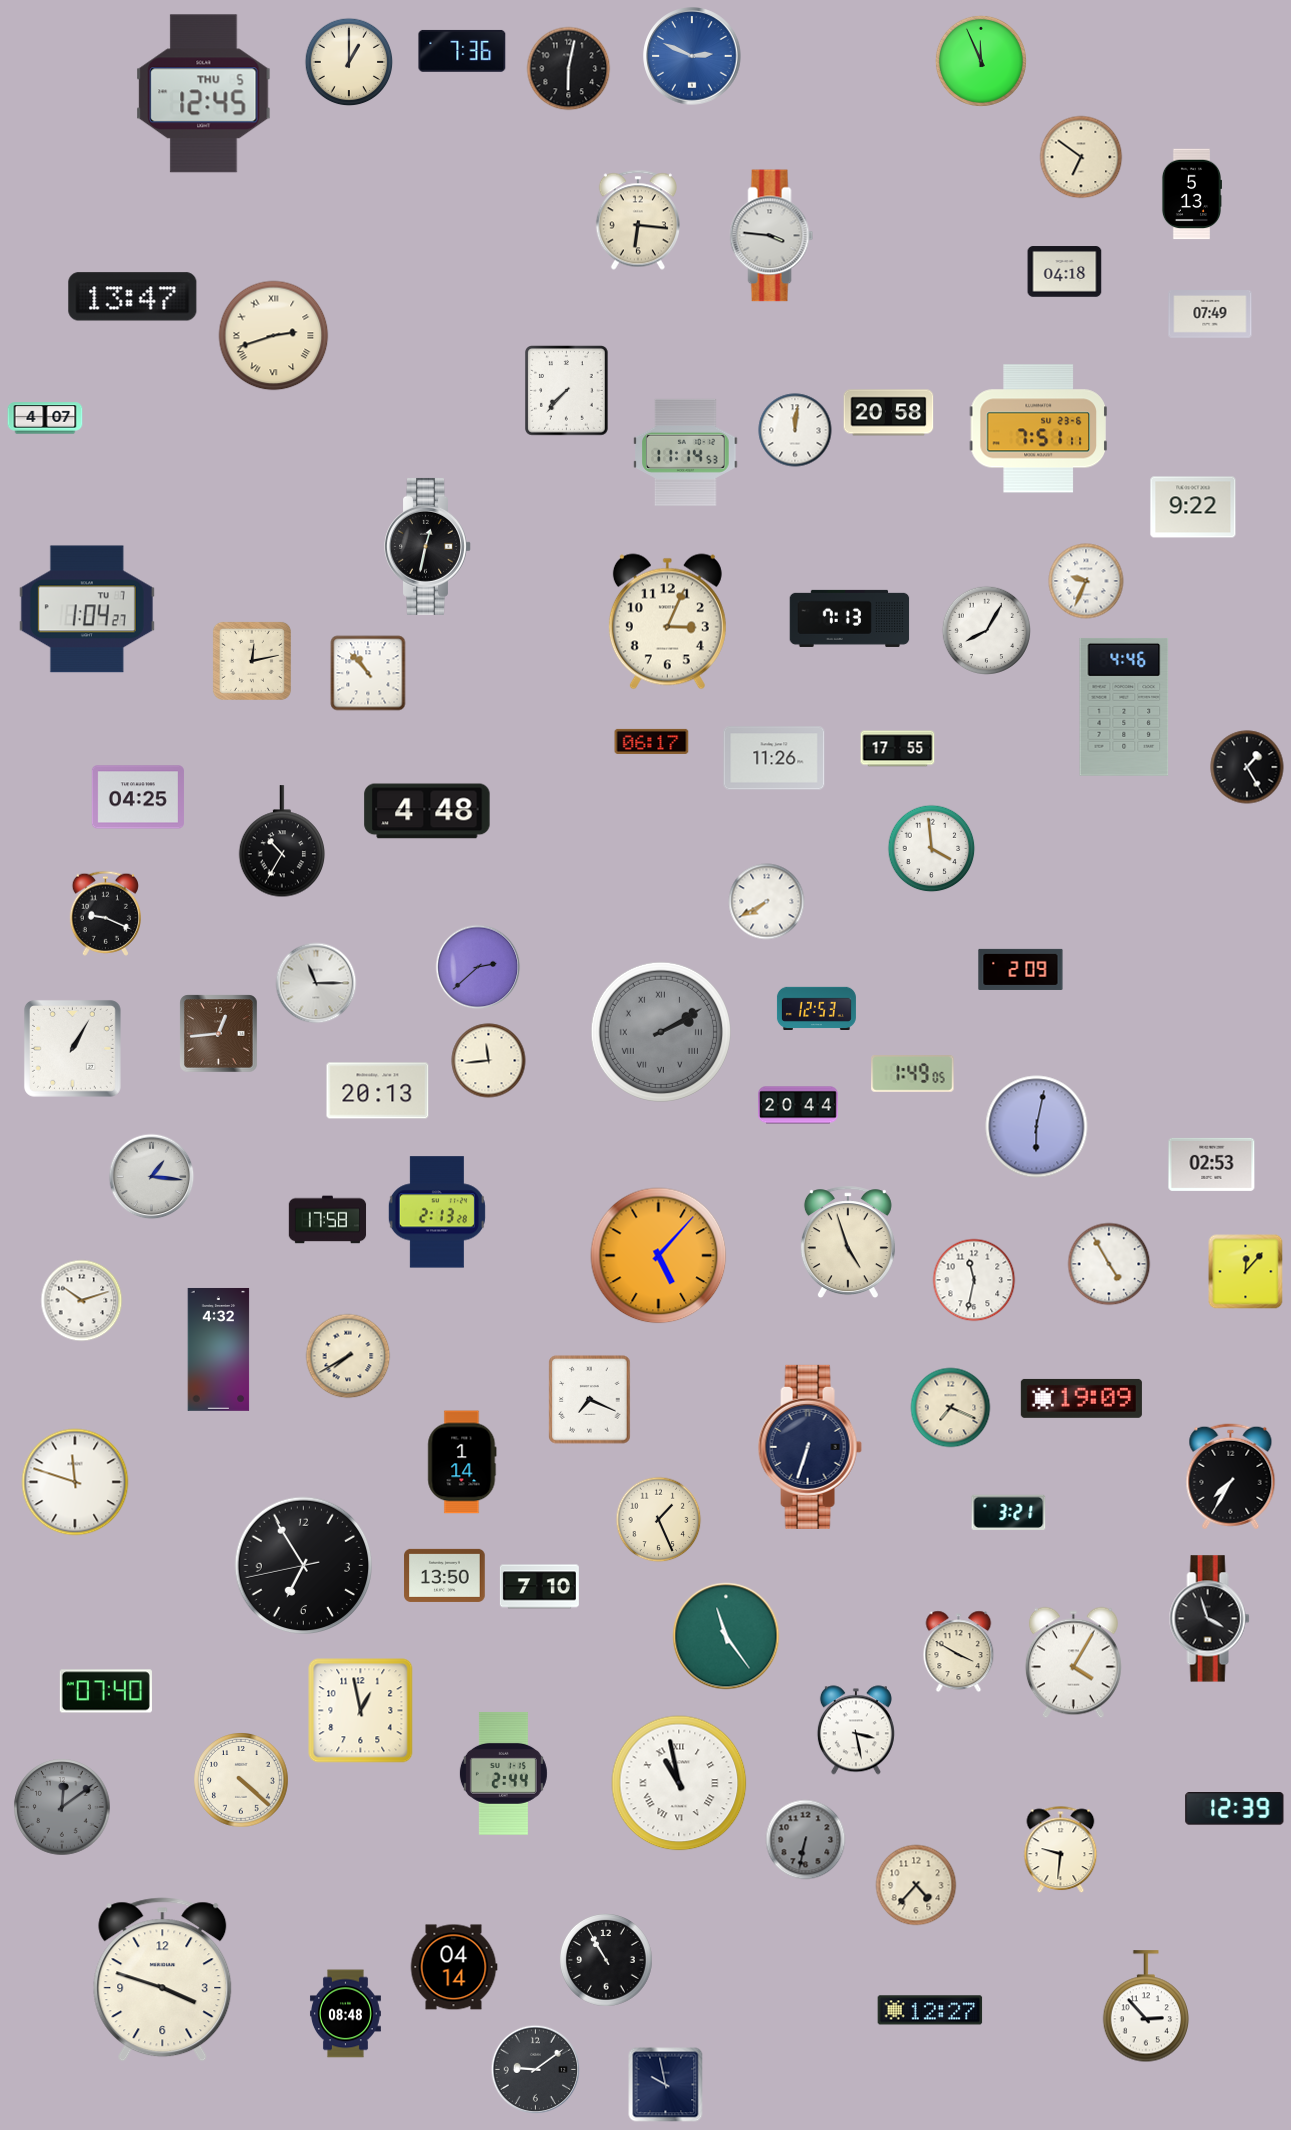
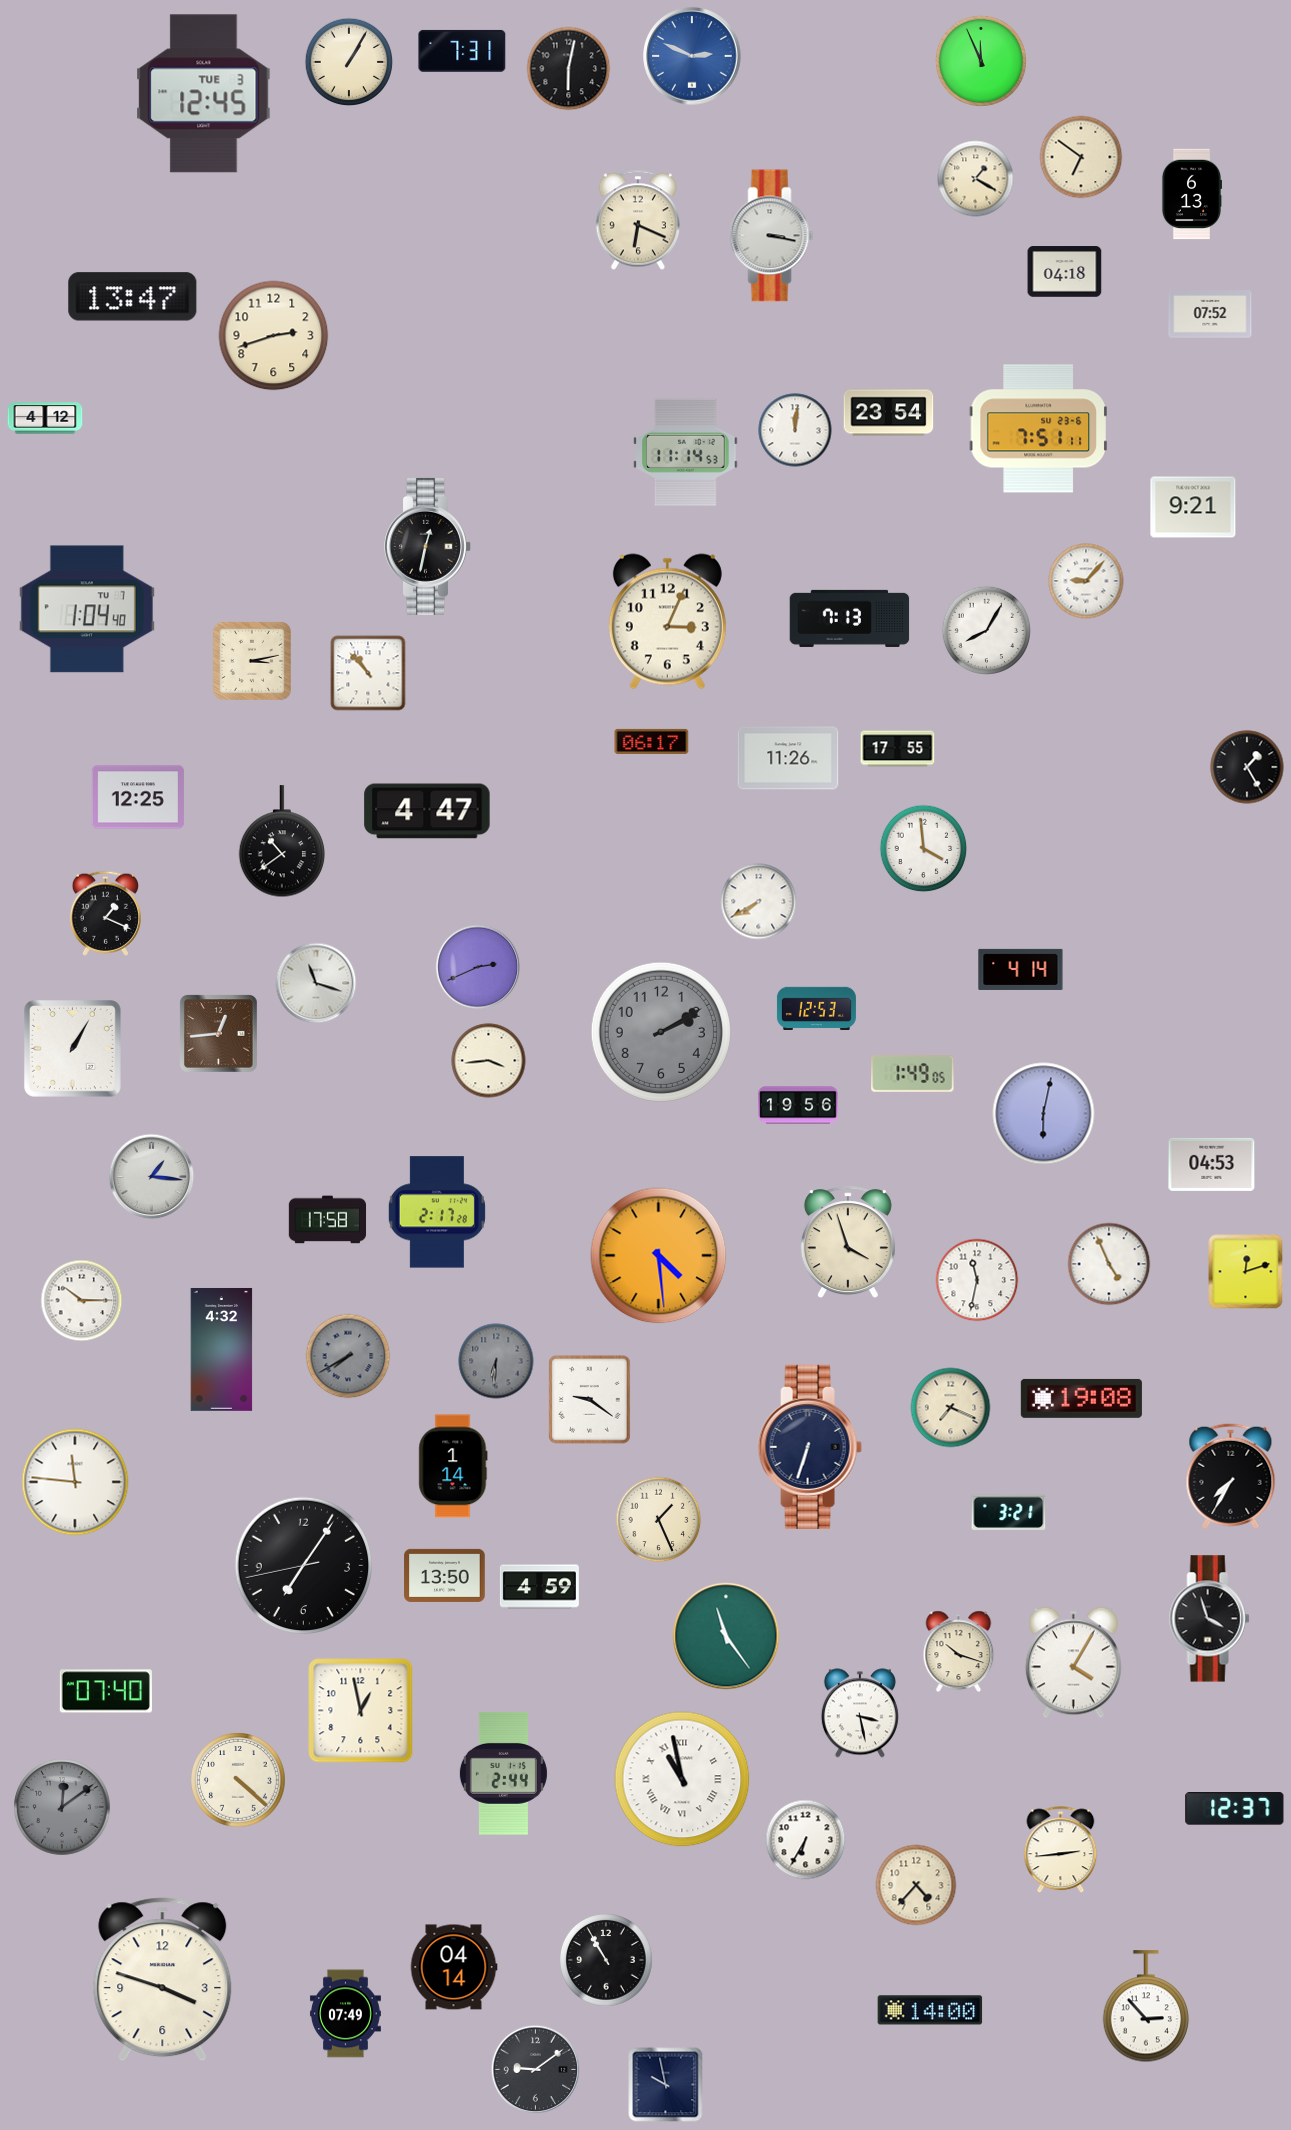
clock at (462, 51): 7:36 -> 7:31
clock at (349, 62): 1:00 -> 1:05
clock at (204, 94) date: THU 5 -> TUE 3
clock at (976, 179): none -> 1:20
clock at (1191, 194): 5:13 -> 6:13
clock at (638, 220): 6:16 -> 6:19
clock at (772, 236): 3:46 -> 3:17
clock at (1210, 315): 07:49 -> 07:52
clock at (274, 336) numerals: Roman -> Arabic
clock at (567, 391): 7:37 -> none
clock at (889, 413): 20:58 -> 23:54
clock at (45, 418): 4:07 -> 4:12
clock at (1193, 507): 9:22 -> 9:21
clock at (1086, 581): 9:34 -> 9:07
clock at (87, 609): 1:04:27 -> 1:04:40
clock at (252, 661): 12:13 -> 3:13
clock at (1124, 707): 4:46 -> none
clock at (774, 758) position: (774, 758) -> (788, 758)
clock at (138, 797): 04:25 -> 12:25
clock at (427, 811): 4:48 -> 4:47
clock at (282, 842): 10:35 -> 10:39
clock at (932, 849) position: (932, 849) -> (924, 849)
clock at (767, 902) position: (767, 902) -> (759, 902)
clock at (105, 913): 9:19 -> 1:19
clock at (478, 967): 2:38 -> 2:41
clock at (1021, 969): 2:09 -> 4:14
clock at (316, 983): 11:15 -> 11:18
clock at (661, 1032) numerals: Roman -> Arabic
clock at (489, 1061): 11:44 -> 3:44
clock at (378, 1091): 20:13 -> none
clock at (799, 1105): 20:44 -> 19:56
clock at (1037, 1127) position: (1037, 1127) -> (1044, 1114)
clock at (1212, 1164): 02:53 -> 04:53
clock at (437, 1212): 2:13 -> 2:17
clock at (848, 1243): 4:57 -> 3:57
clock at (659, 1256): 5:07 -> 4:29
clock at (1109, 1264): 4:55 -> 4:56
clock at (1246, 1272): 12:07 -> 12:12
clock at (974, 1280) position: (974, 1280) -> (977, 1280)
clock at (82, 1301): 10:12 -> 10:15
clock at (219, 1349) position: (219, 1349) -> (222, 1349)
clock at (348, 1356) dial: cream -> grey
clock at (496, 1361): none -> 6:31
clock at (1081, 1398): 19:09 -> 19:08
clock at (590, 1400): 7:19 -> 9:21
clock at (462, 1462) position: (462, 1462) -> (453, 1466)
clock at (75, 1482): 11:48 -> 11:46
clock at (304, 1566): 6:54 -> 7:05
clock at (539, 1587): 7:10 -> 4:59
clock at (959, 1652): 3:50 -> 10:18
clock at (856, 1730) position: (856, 1730) -> (860, 1713)
clock at (241, 1780) position: (241, 1780) -> (238, 1780)
clock at (679, 1783) position: (679, 1783) -> (682, 1779)
clock at (1235, 1809): 12:39 -> 12:37
clock at (806, 1840): 6:32 -> 6:35
clock at (806, 1840) dial: grey -> white
clock at (1061, 1850): 9:31 -> 2:44
clock at (930, 2010): 12:27 -> 14:00
clock at (345, 2014): 08:48 -> 07:49
